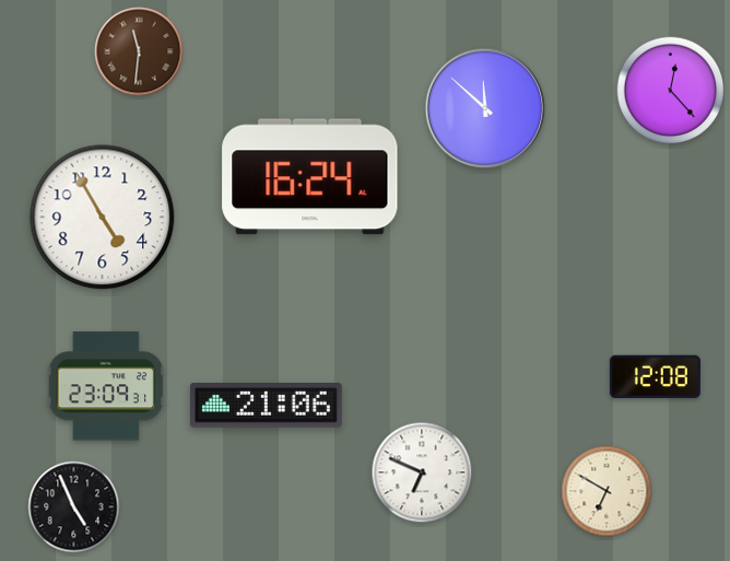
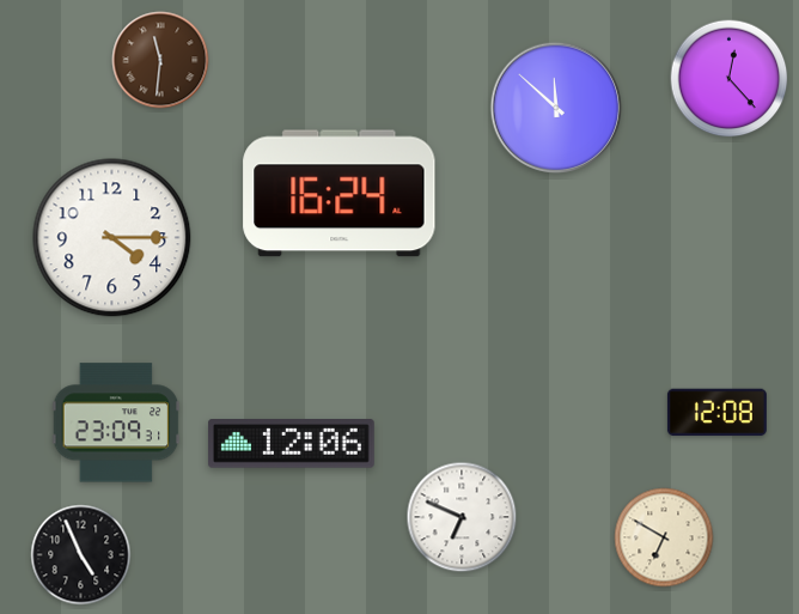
clock at (139, 51) position: (139, 51) -> (160, 60)
clock at (671, 91) position: (671, 91) -> (730, 79)
clock at (485, 108) position: (485, 108) -> (556, 108)
clock at (103, 218): 4:55 -> 4:15
clock at (266, 406): 21:06 -> 12:06
